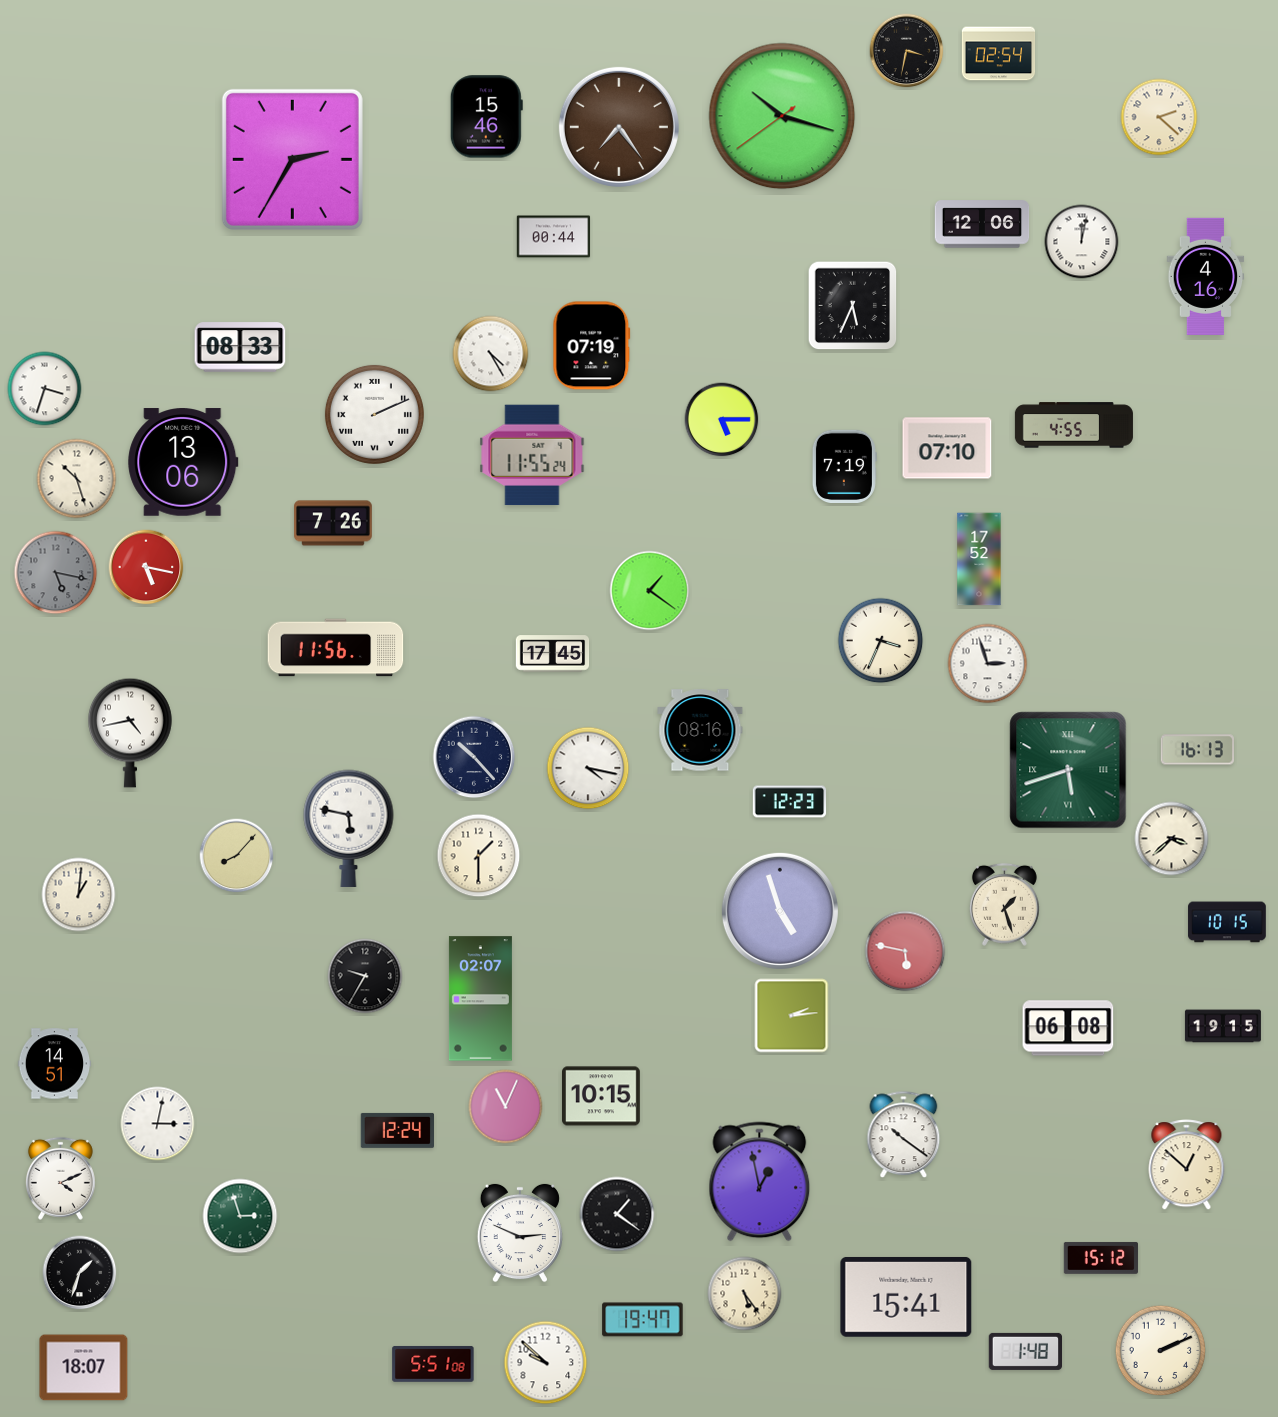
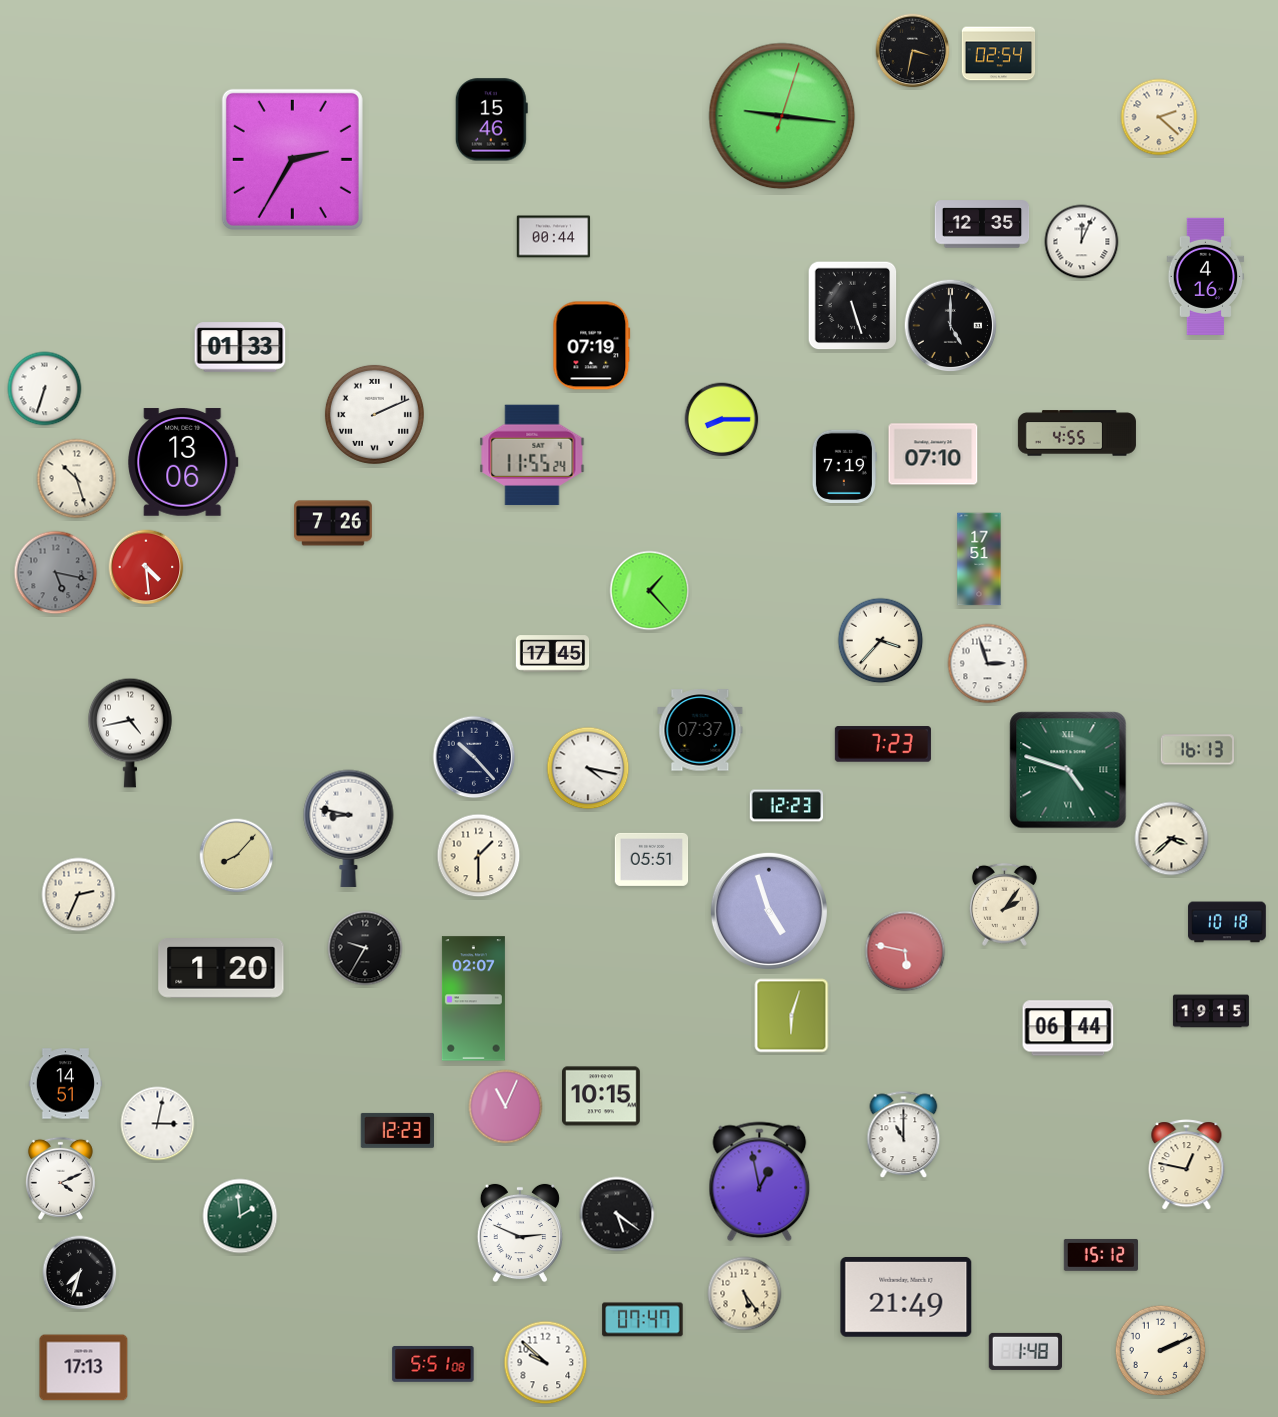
clock at (907, 51) position: (907, 51) -> (913, 51)
clock at (782, 116): 10:17 -> 9:16
clock at (486, 117) position: (486, 117) -> (491, 120)
clock at (619, 127): 7:24 -> none
clock at (982, 224): 12:06 -> 12:35
clock at (1082, 242): 12:02 -> 12:04
clock at (853, 306): 5:34 -> 5:27
clock at (951, 326): none -> 5:00
clock at (240, 347): 08:33 -> 01:33
clock at (491, 354): 4:25 -> none
clock at (45, 389): 3:33 -> 6:33
clock at (722, 420): 5:15 -> 8:15
clock at (1074, 425) position: (1074, 425) -> (1077, 433)
clock at (947, 448) position: (947, 448) -> (933, 454)
clock at (979, 559): 17:52 -> 17:51
clock at (146, 567): 5:17 -> 4:29
clock at (650, 591): 1:21 -> 1:23
clock at (881, 641): 3:34 -> 3:37
clock at (336, 648): 11:56 -> none
clock at (700, 730): 08:16 -> 07:37
clock at (883, 744): none -> 7:23
clock at (1068, 770): 5:42 -> 4:48
clock at (790, 802) position: (790, 802) -> (787, 806)
clock at (349, 828): 5:47 -> 8:47
clock at (652, 859): none -> 05:51
clock at (79, 895): 1:01 -> 2:34
clock at (1004, 904): 1:27 -> 2:06
clock at (780, 911) position: (780, 911) -> (769, 911)
clock at (1227, 922): 10:15 -> 10:18
clock at (221, 969): none -> 1:20
clock at (365, 976) position: (365, 976) -> (365, 948)
clock at (480, 999) position: (480, 999) -> (473, 999)
clock at (792, 1016): 2:14 -> 6:03
clock at (1223, 1026) position: (1223, 1026) -> (1211, 1011)
clock at (1068, 1028): 06:08 -> 06:44
clock at (55, 1064) position: (55, 1064) -> (66, 1084)
clock at (397, 1130): 12:24 -> 12:23
clock at (904, 1135): 10:21 -> 11:00
clock at (1187, 1165): 12:52 -> 12:47
clock at (617, 1214): 1:21 -> 5:21
clock at (240, 1216): 2:57 -> 1:59
clock at (1101, 1258) position: (1101, 1258) -> (1101, 1255)
clock at (80, 1273): 1:33 -> 7:33
clock at (906, 1297): 15:41 -> 21:49
clock at (643, 1320): 19:47 -> 07:47
clock at (84, 1368): 18:07 -> 17:13
